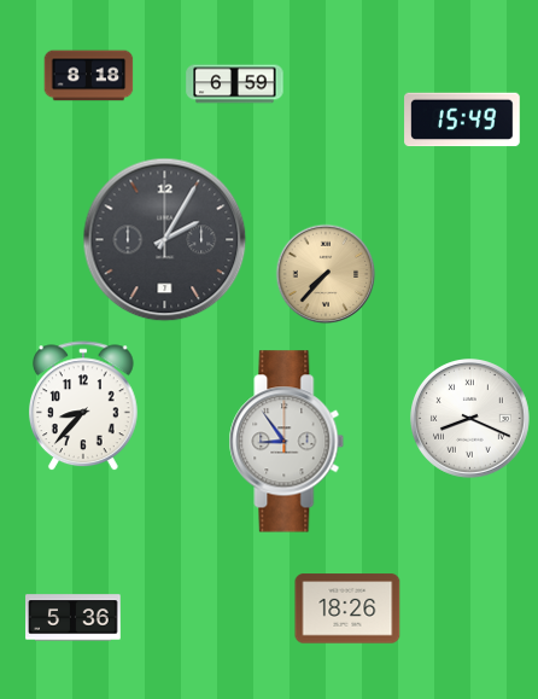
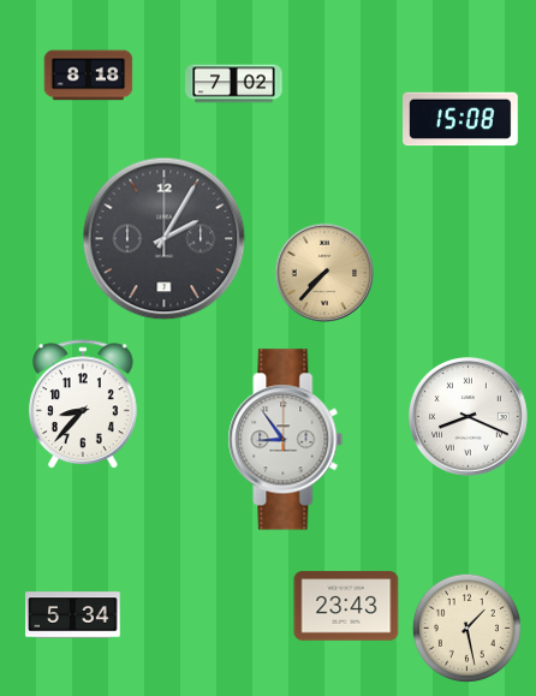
clock at (235, 85): 6:59 -> 7:02
clock at (462, 120): 15:49 -> 15:08
clock at (347, 608): 18:26 -> 23:43
clock at (74, 618): 5:36 -> 5:34
clock at (466, 627): none -> 1:28
